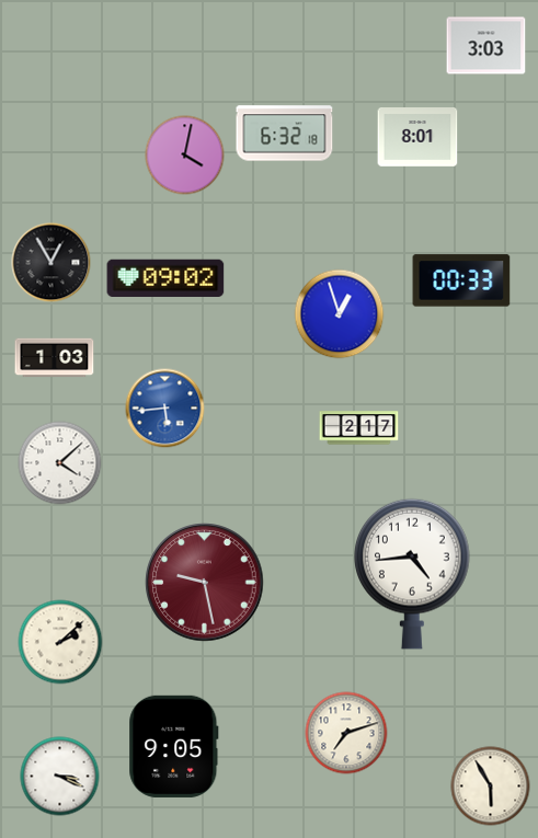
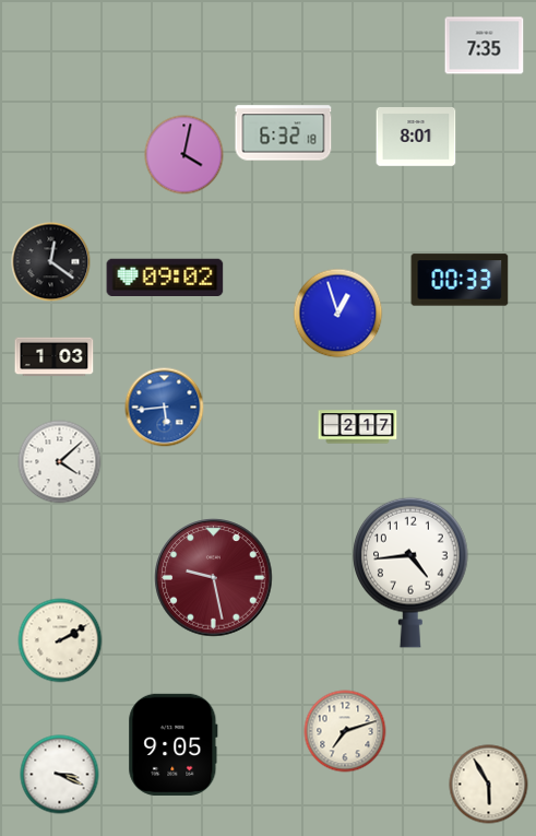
clock at (487, 46): 3:03 -> 7:35
clock at (51, 263): 12:55 -> 12:21
clock at (205, 583) position: (205, 583) -> (214, 578)
clock at (60, 642): 2:08 -> 2:10
